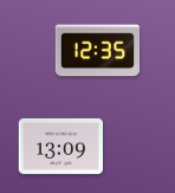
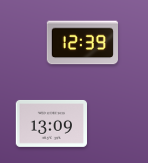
clock at (97, 51): 12:35 -> 12:39
